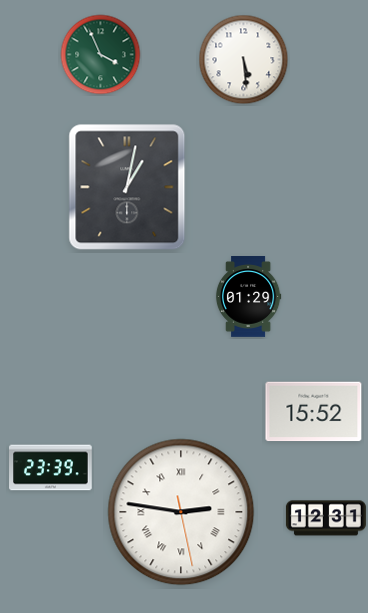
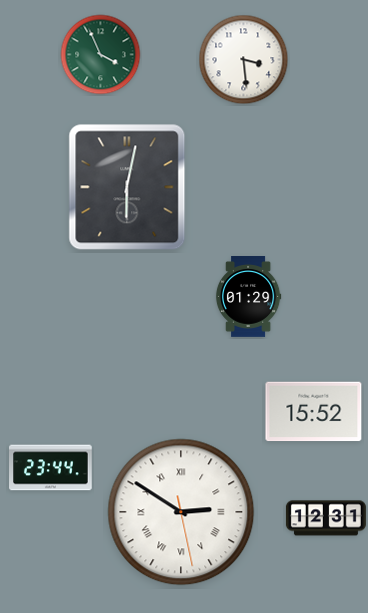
clock at (244, 60): 5:29 -> 3:29
clock at (127, 187): 1:02 -> 6:02
clock at (51, 468): 23:39 -> 23:44
clock at (181, 512): 2:46 -> 2:50
